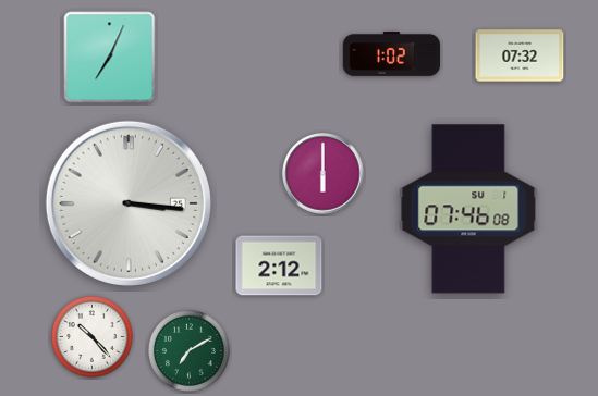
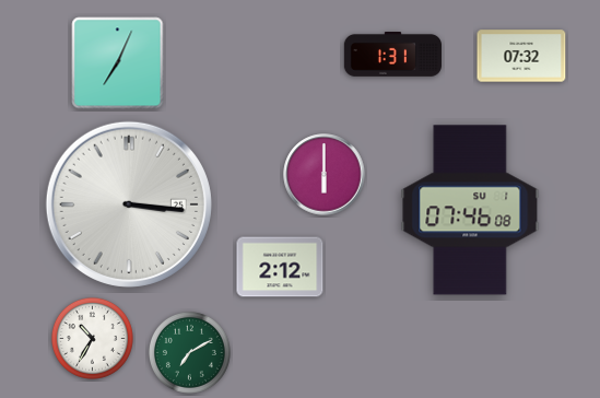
clock at (391, 54): 1:02 -> 1:31
clock at (110, 58) position: (110, 58) -> (118, 63)
clock at (91, 336): 10:23 -> 10:35
